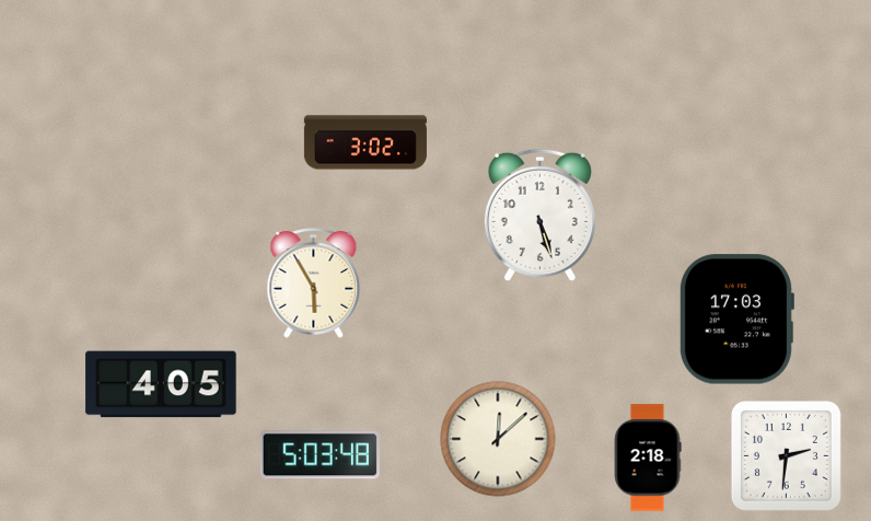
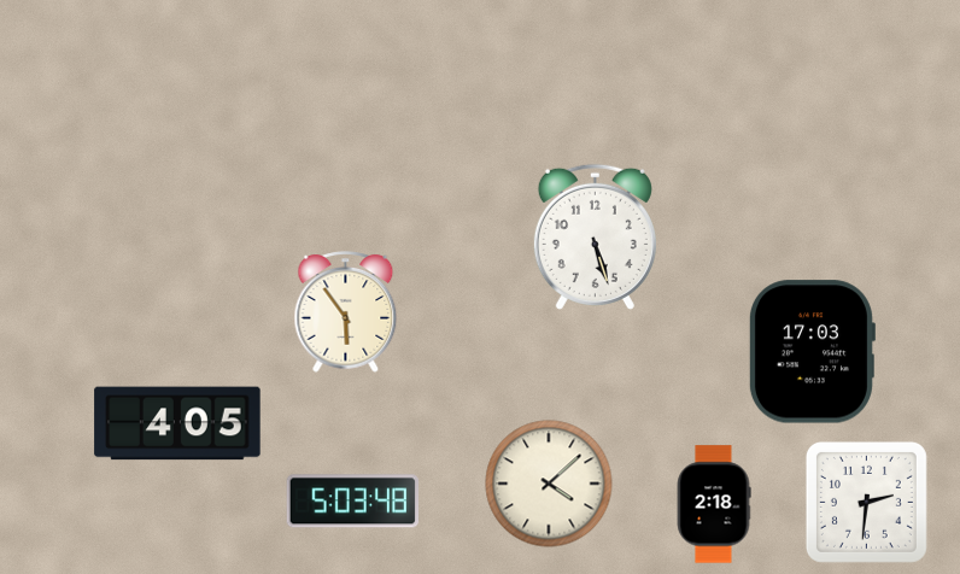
clock at (365, 142): 3:02 -> none
clock at (314, 283): 5:55 -> 5:54
clock at (498, 439): 12:08 -> 4:08
